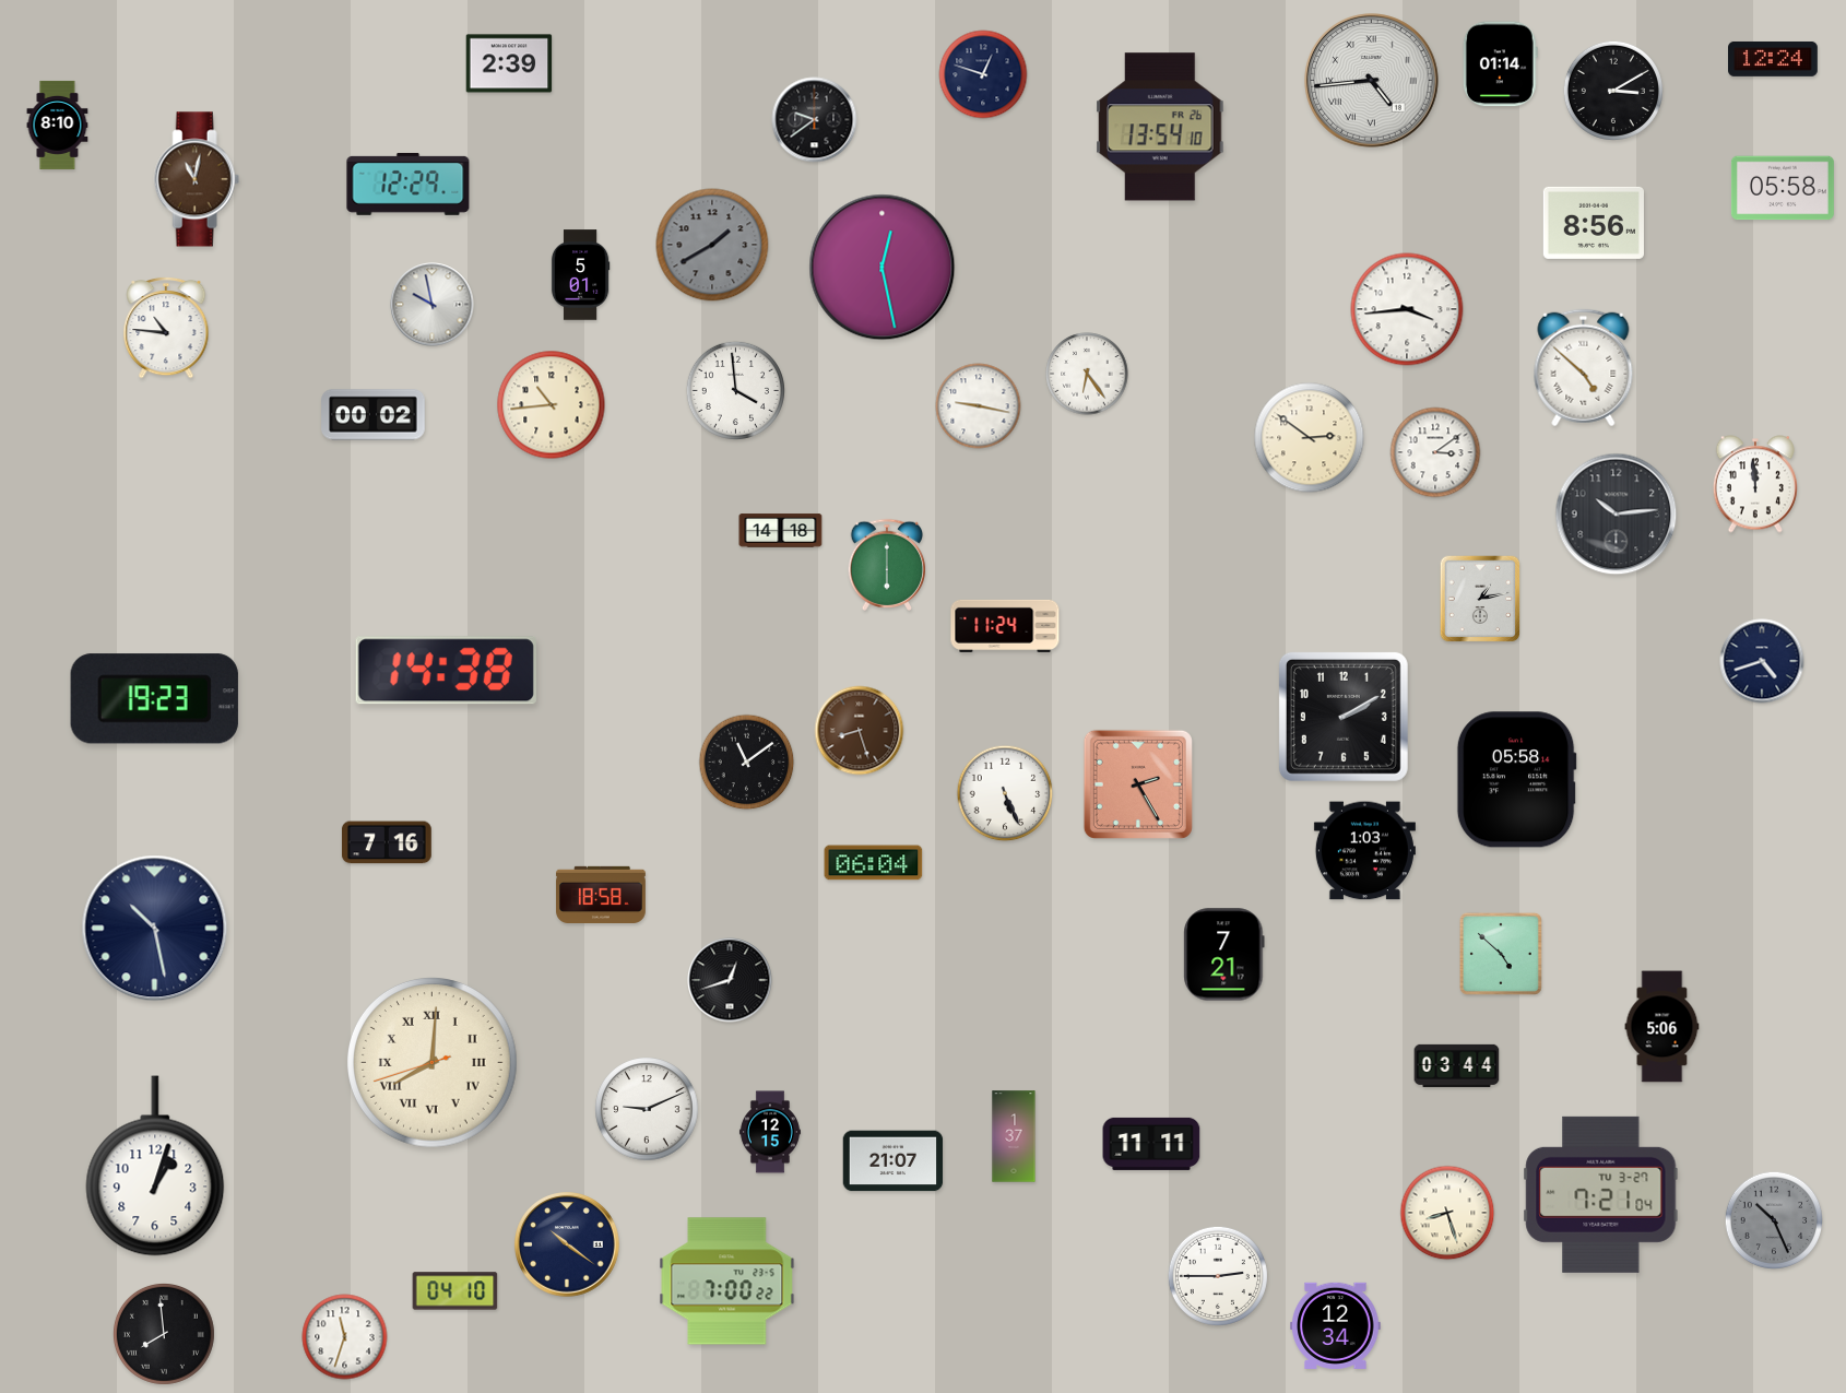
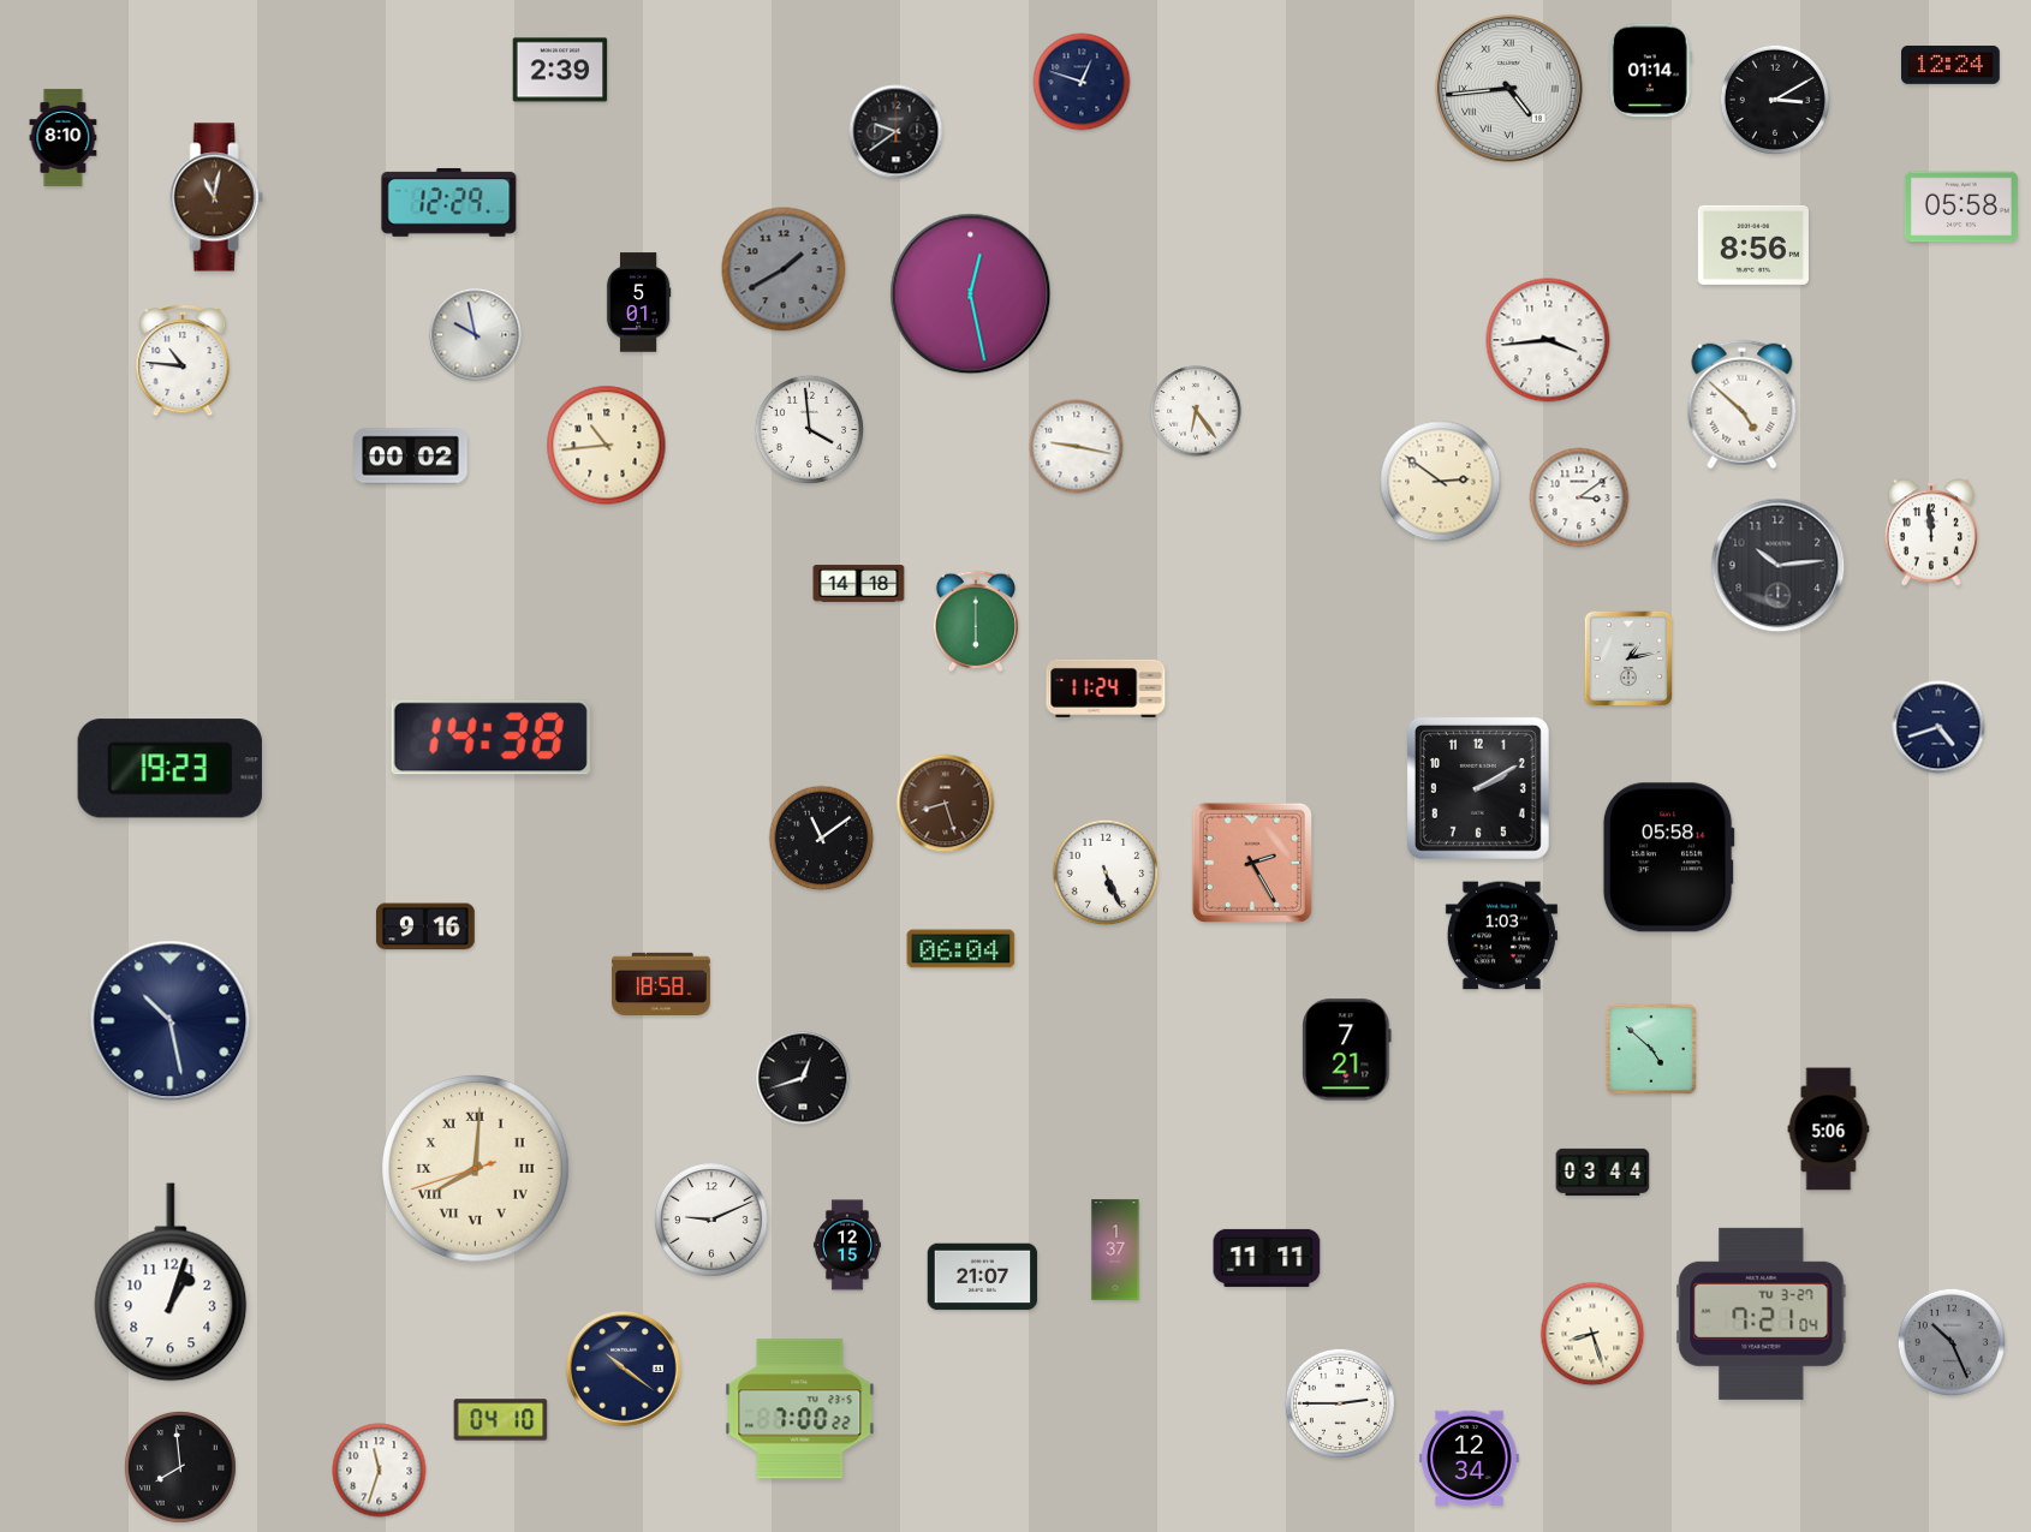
clock at (1160, 127): 13:54 -> none
clock at (387, 842): 7:16 -> 9:16
